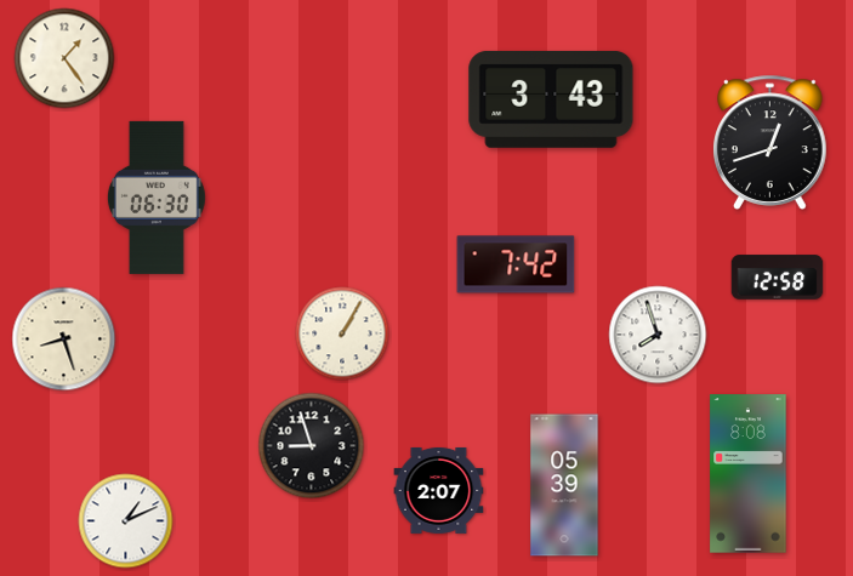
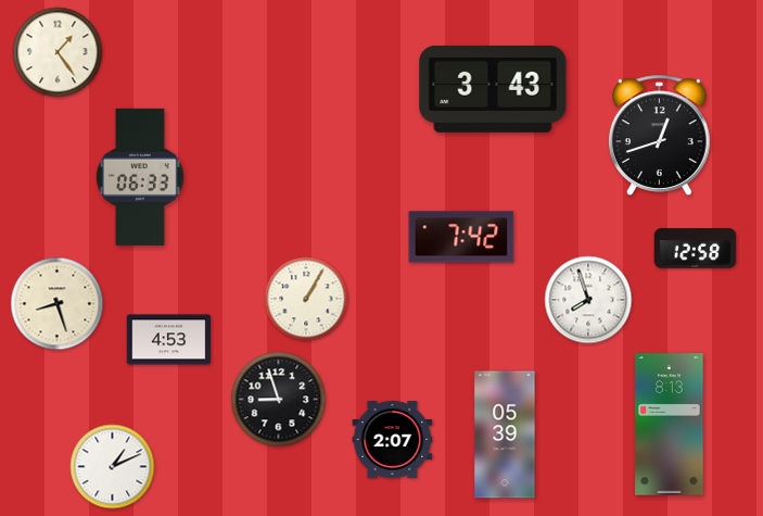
clock at (770, 142) position: (770, 142) -> (660, 135)
clock at (157, 198): 06:30 -> 06:33
clock at (169, 340): none -> 4:53
clock at (749, 474): 8:08 -> 8:13
